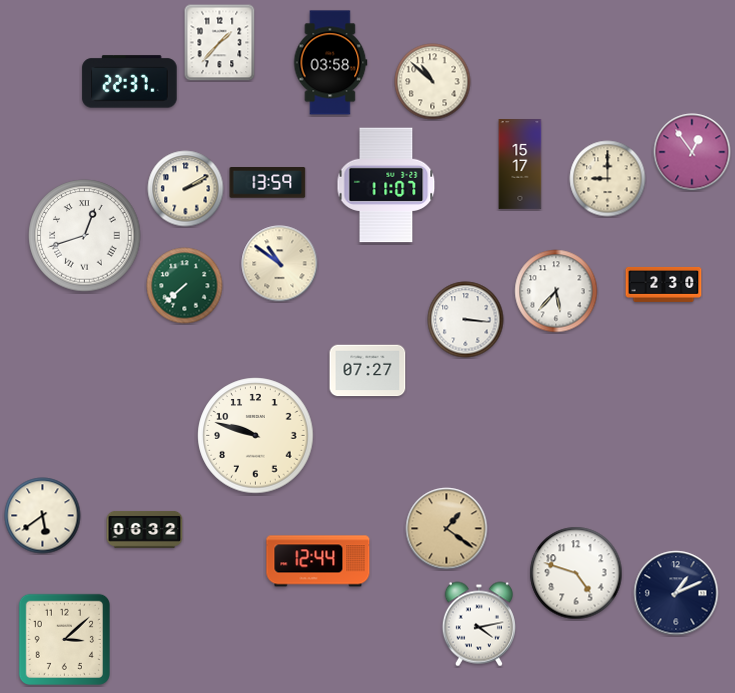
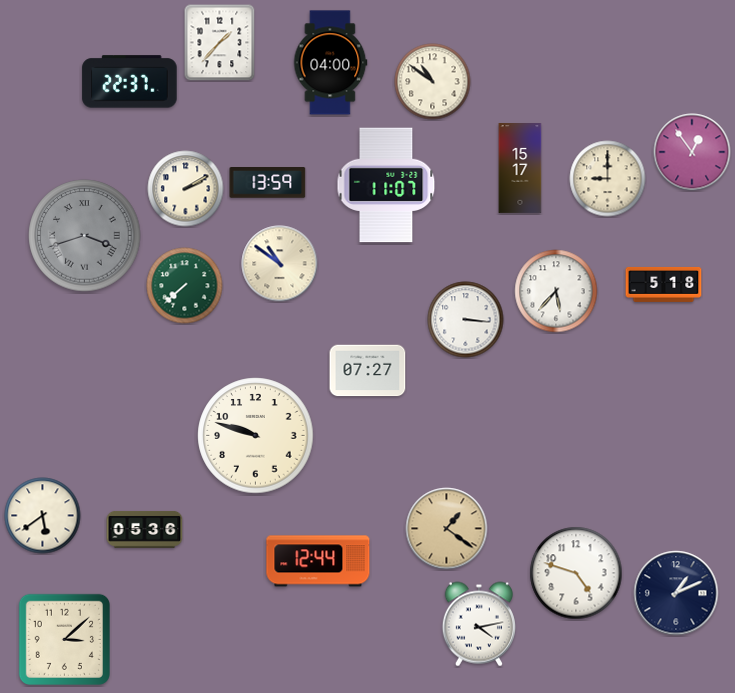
clock at (330, 63): 03:58 -> 04:00
clock at (433, 82): 10:52 -> 10:51
clock at (520, 165) position: (520, 165) -> (520, 169)
clock at (85, 236): 12:42 -> 3:42
clock at (85, 236) dial: white -> grey
clock at (664, 284): 2:30 -> 5:18
clock at (145, 529): 06:32 -> 05:36
